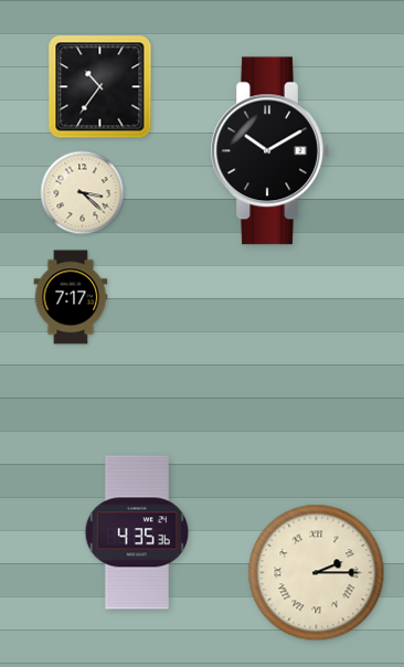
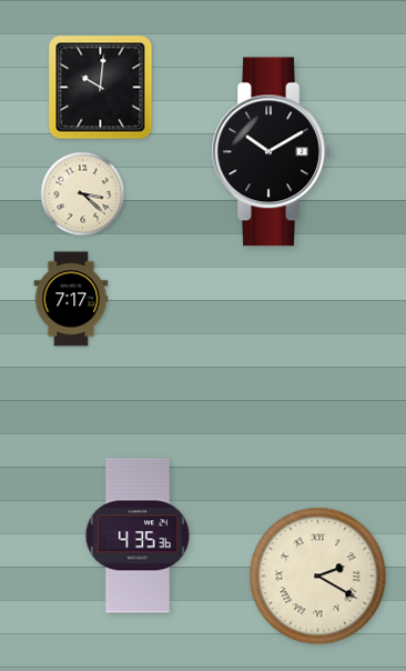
clock at (100, 87): 10:36 -> 10:01
clock at (317, 573): 2:15 -> 2:20
